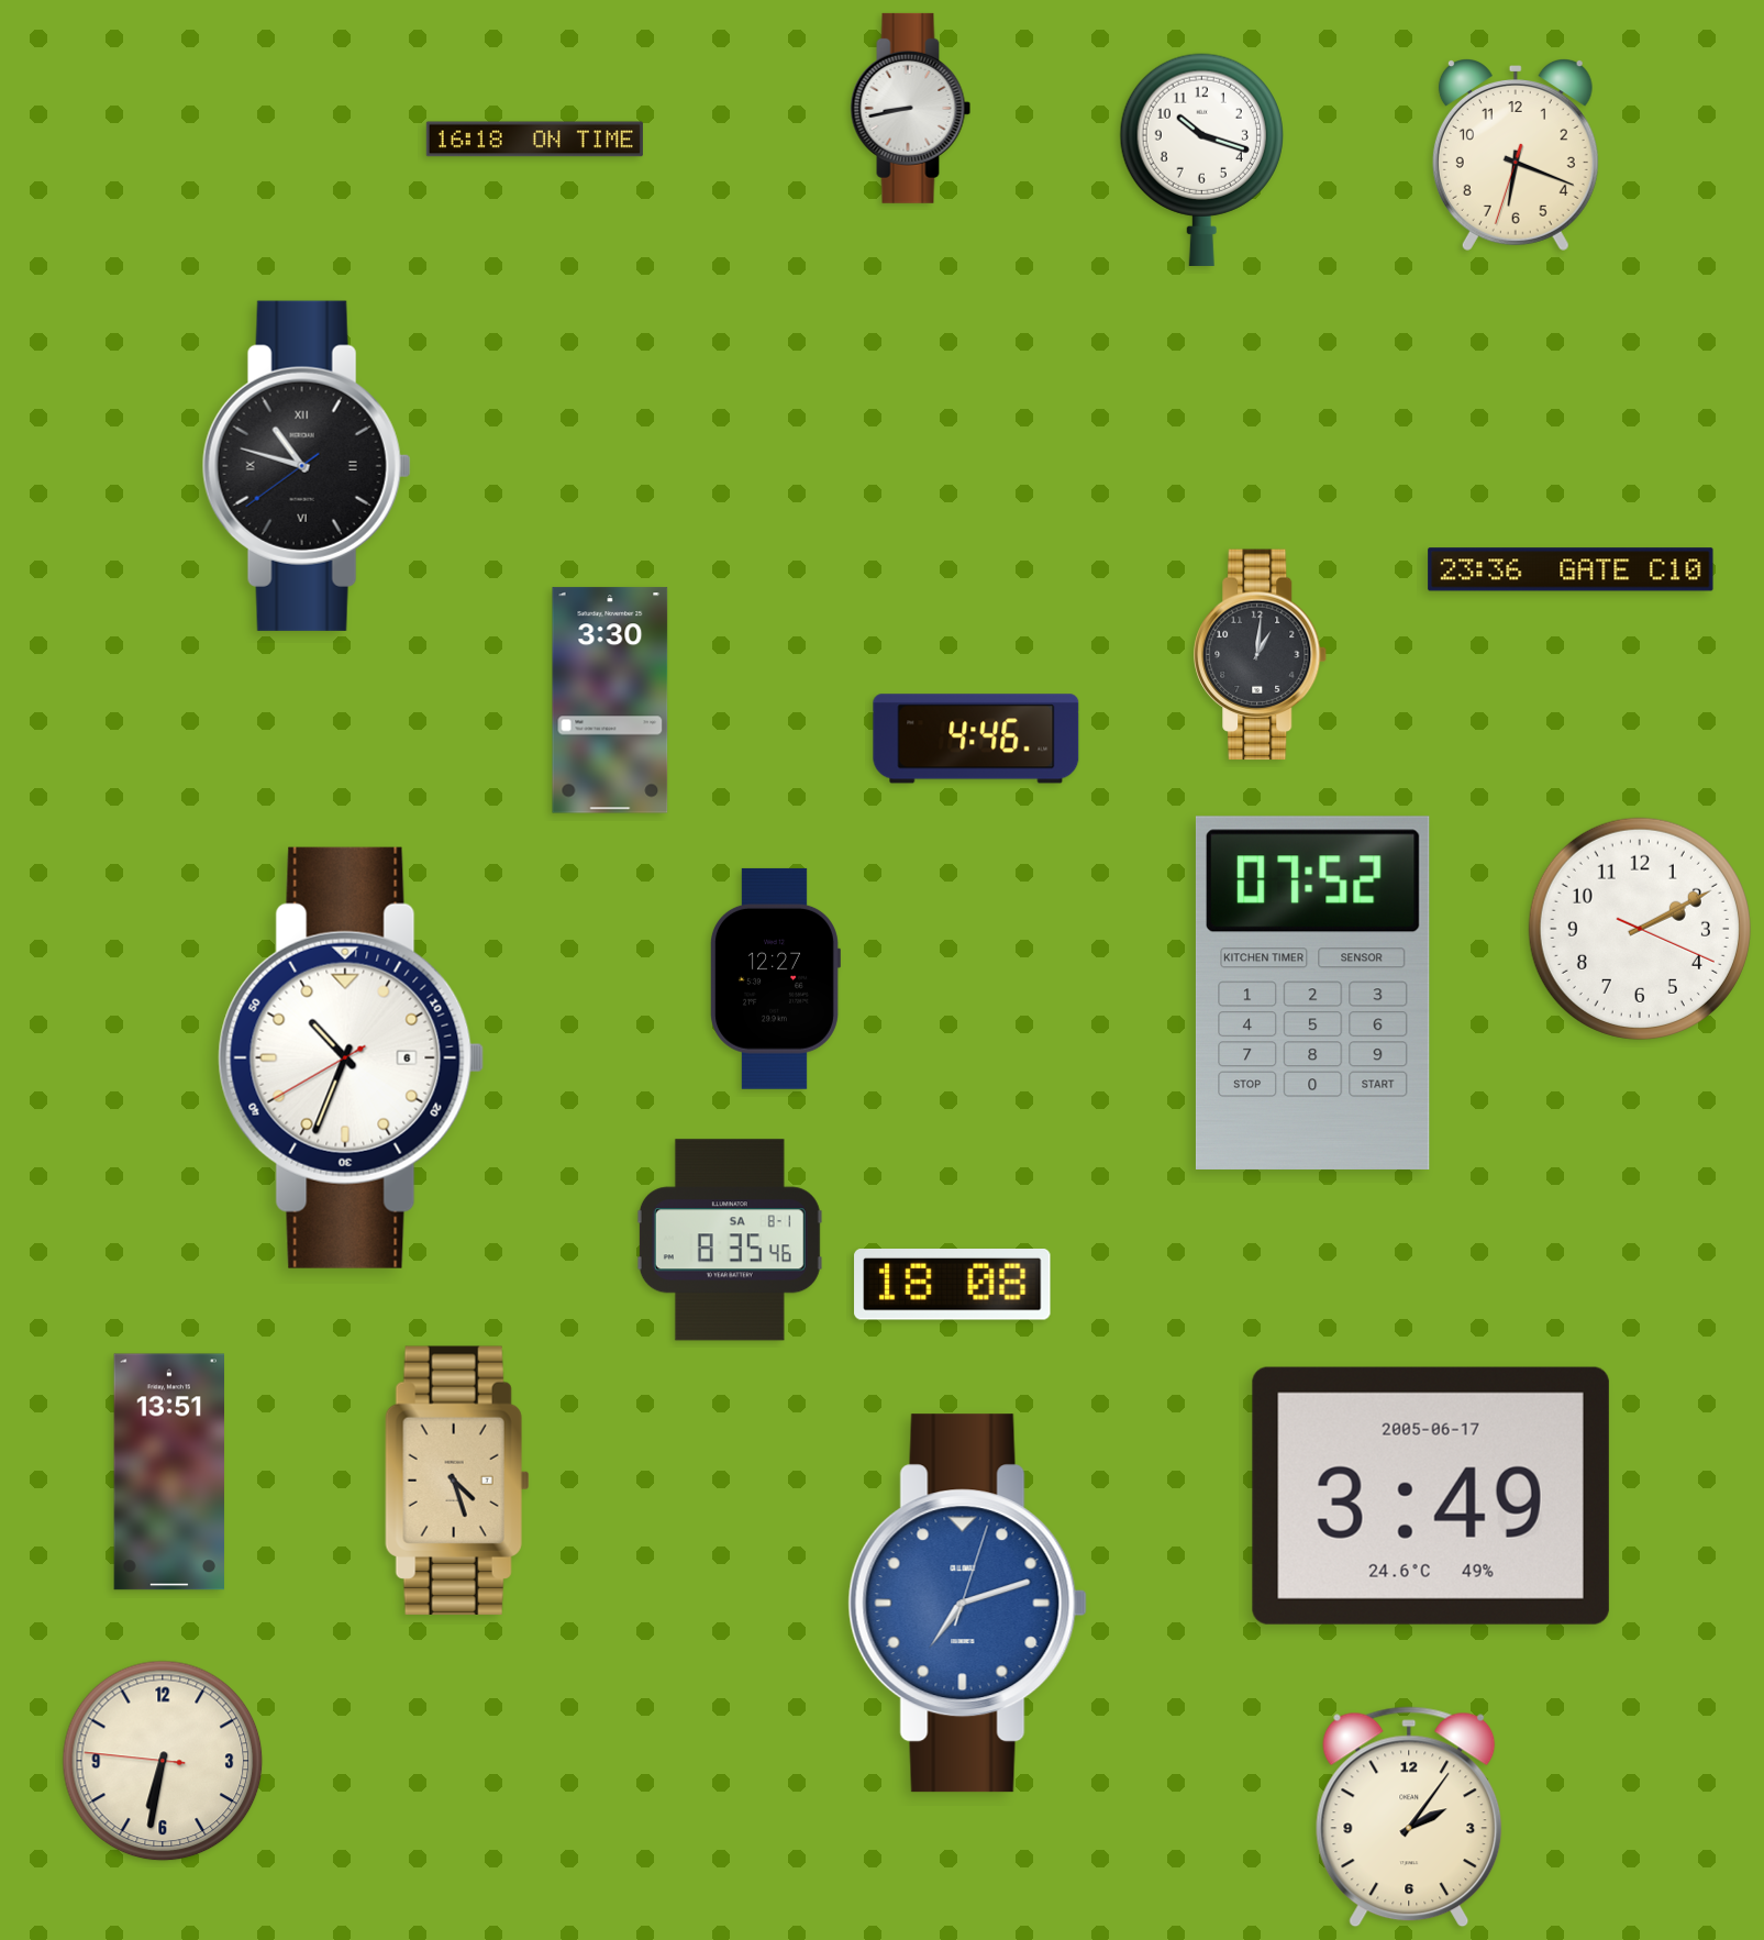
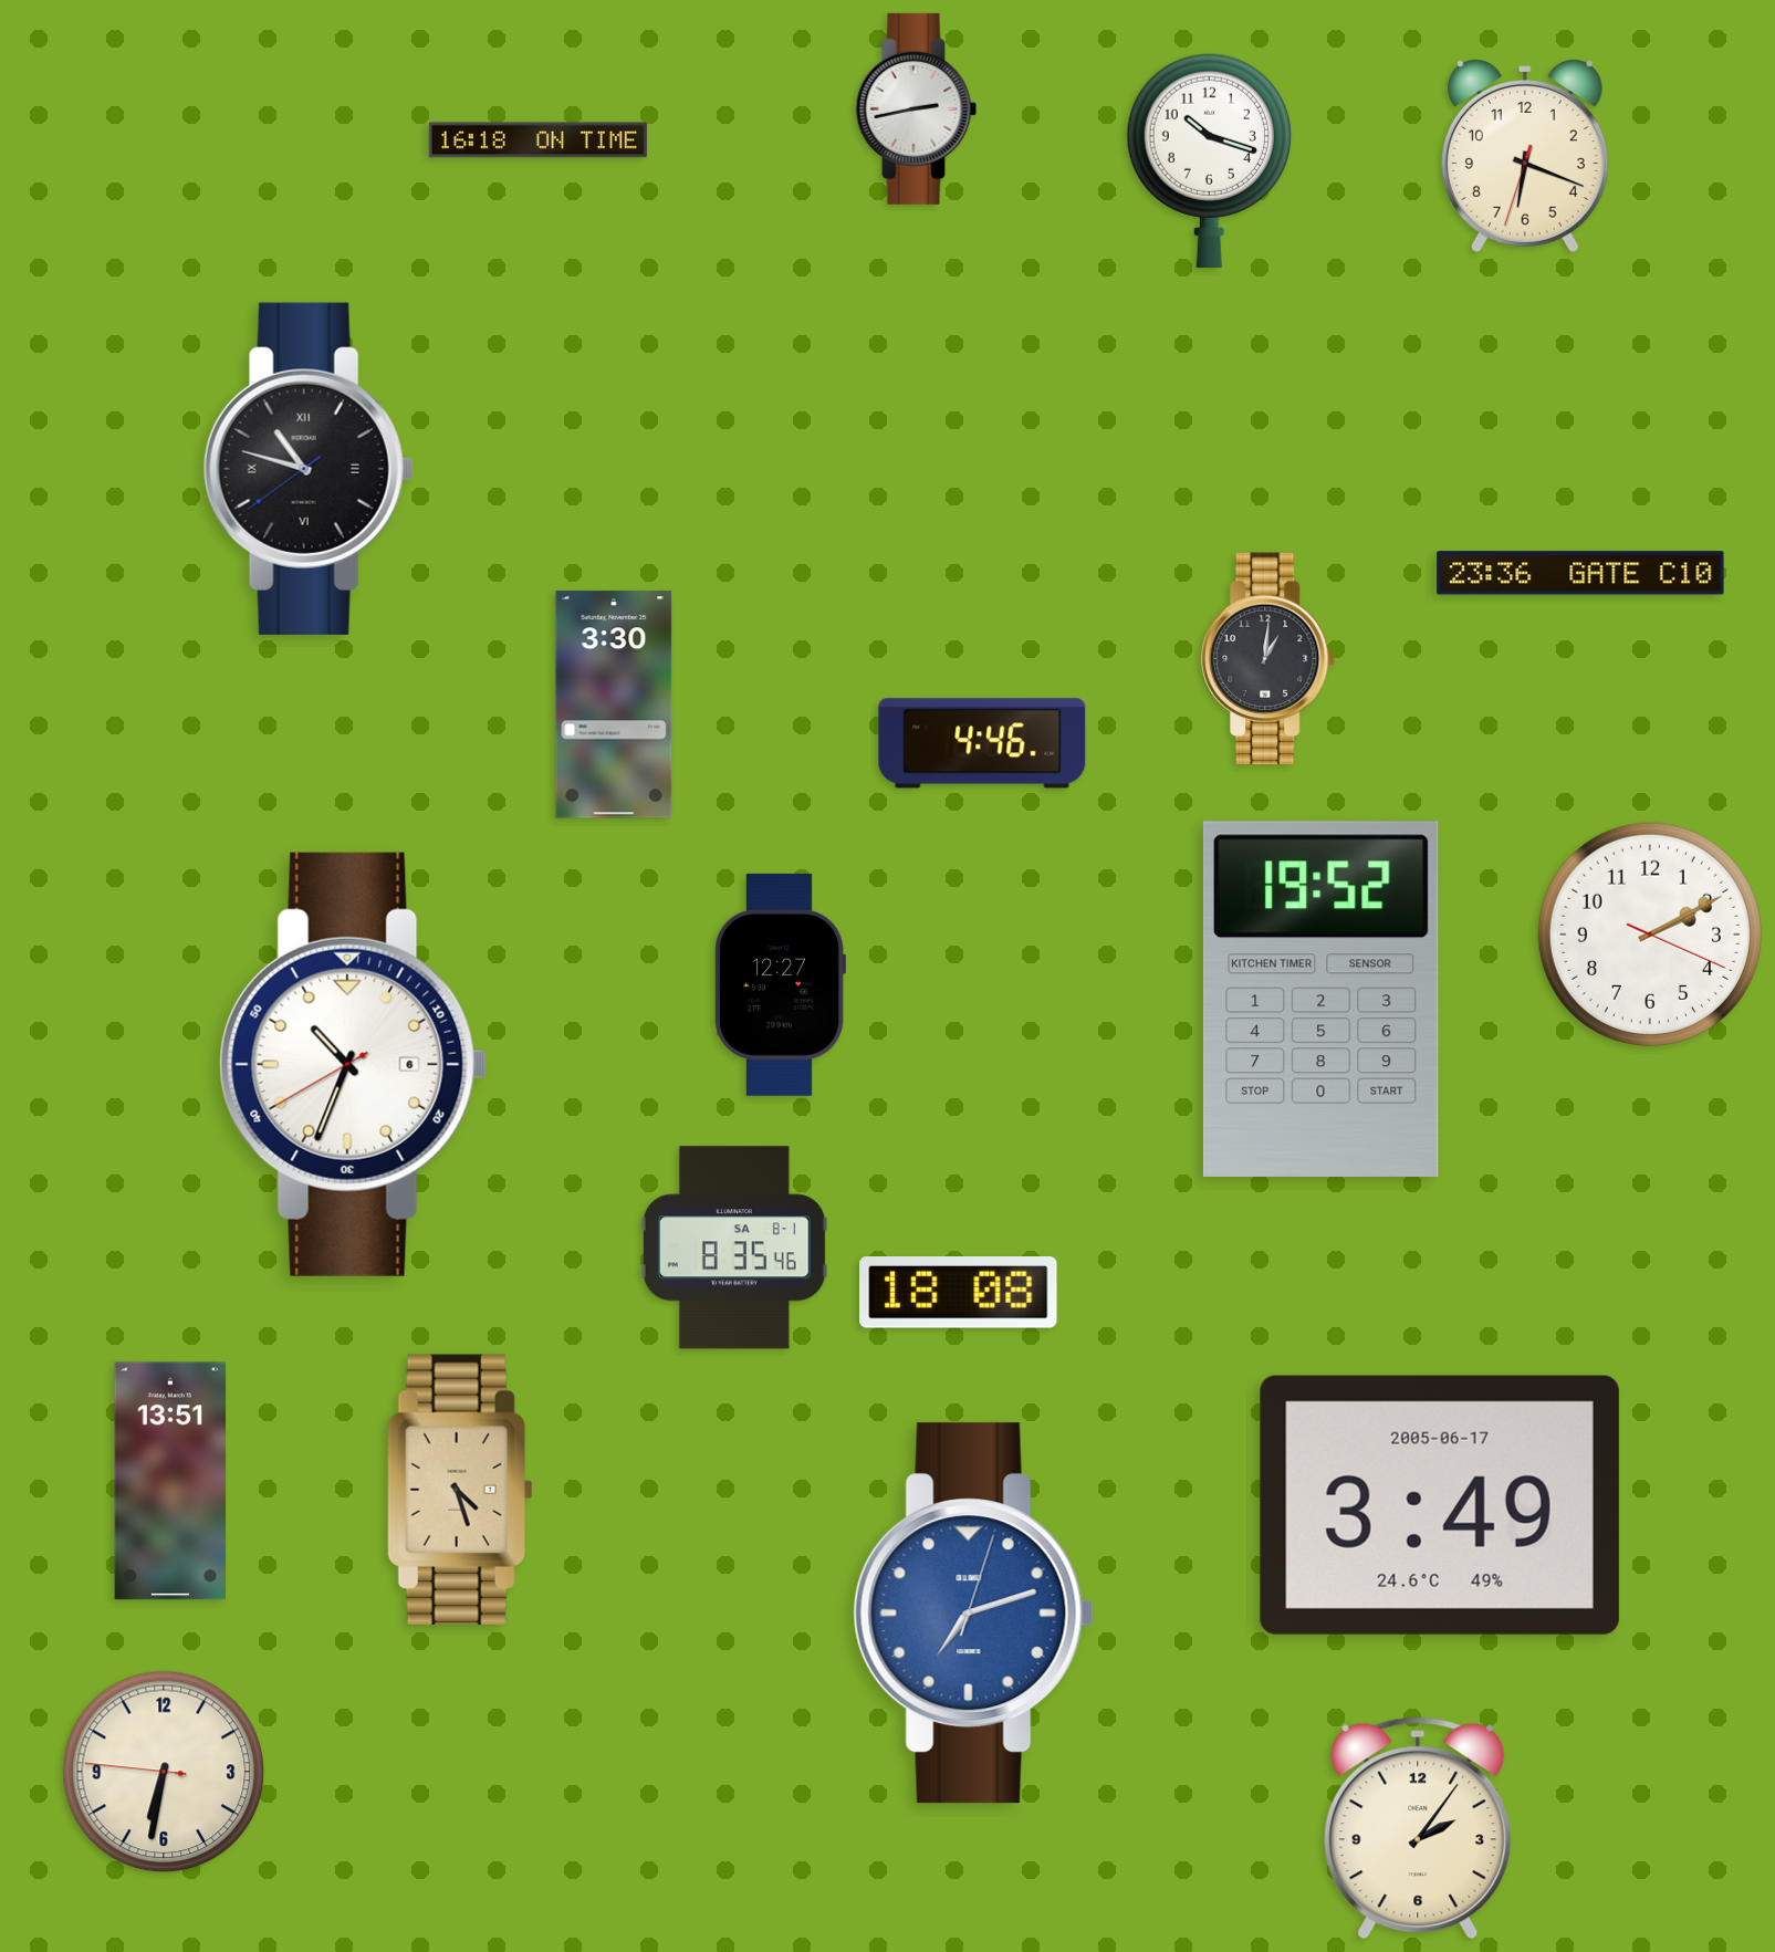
clock at (911, 108): 8:43 -> 2:43
clock at (1312, 993): 07:52 -> 19:52
